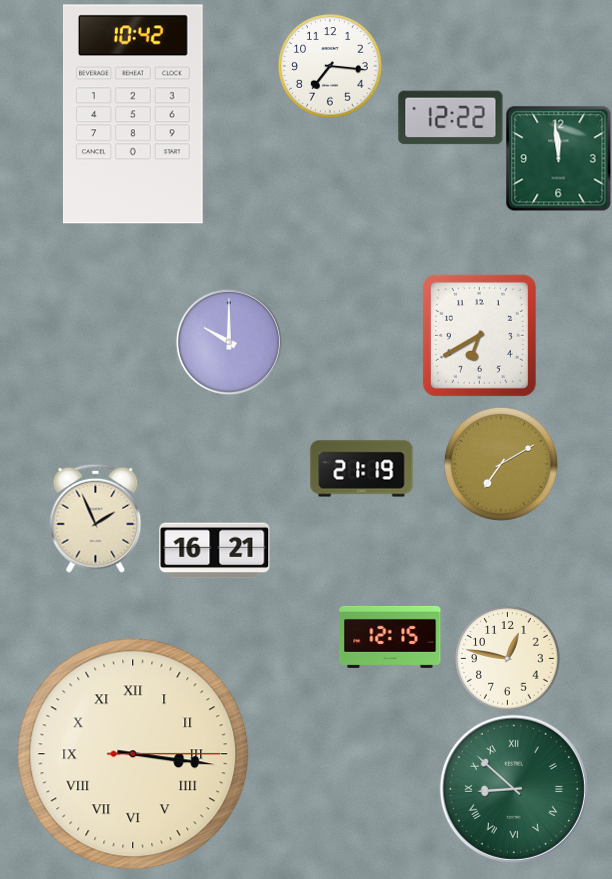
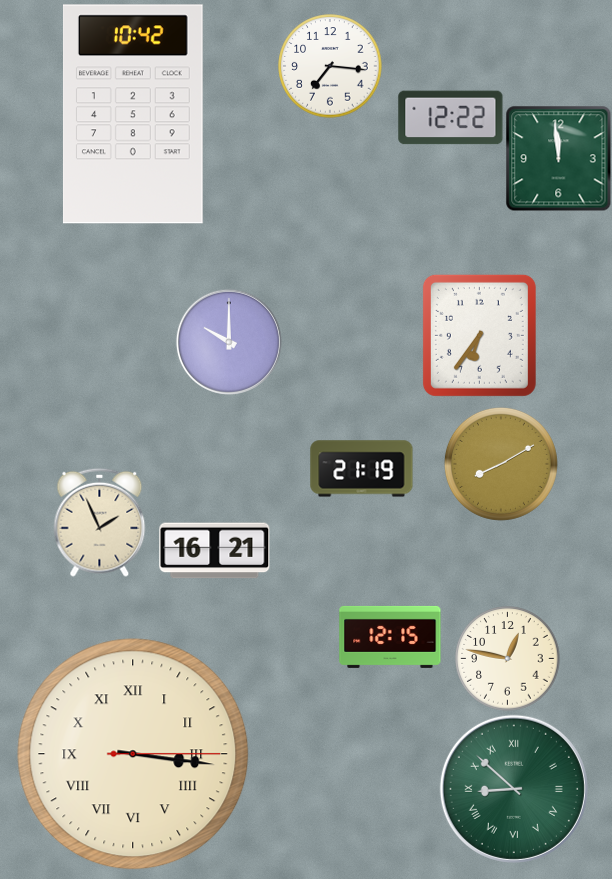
clock at (479, 335): 6:40 -> 6:36
clock at (501, 464): 7:10 -> 8:10
clock at (96, 518) position: (96, 518) -> (100, 522)
